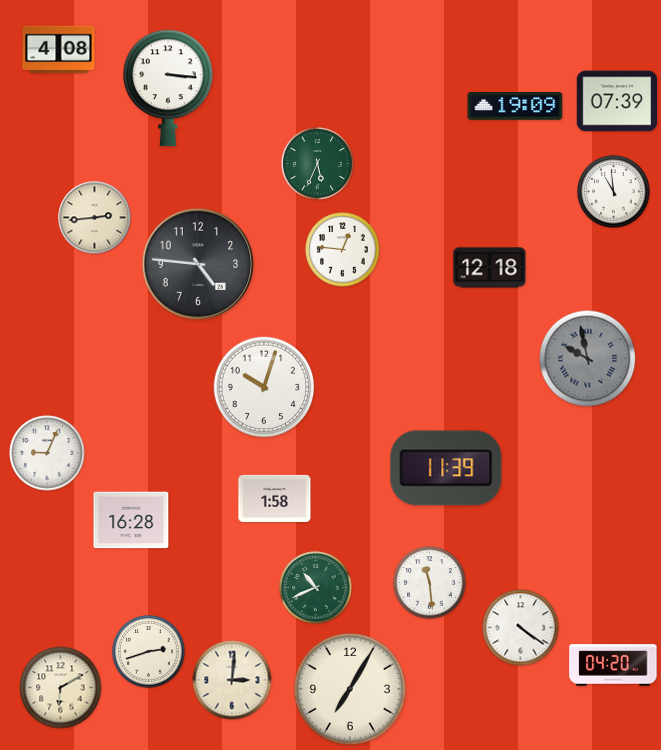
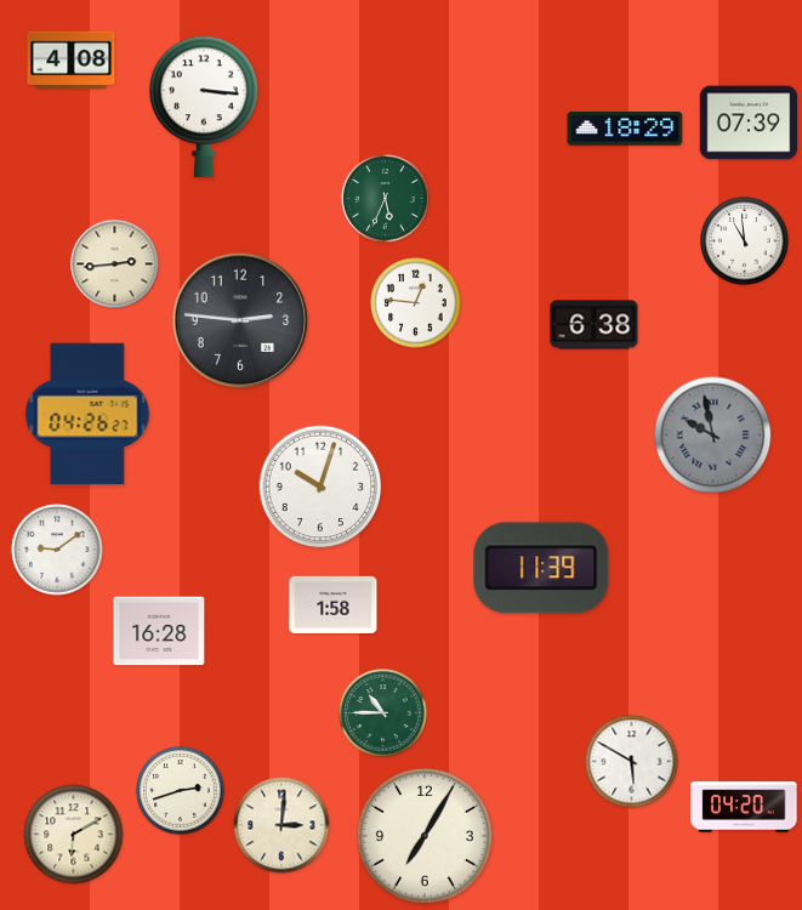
clock at (515, 106): 19:09 -> 18:29
clock at (614, 192) position: (614, 192) -> (745, 241)
clock at (198, 264): 4:46 -> 2:46
clock at (490, 268): 12:18 -> 6:38
clock at (87, 414): none -> 04:26
clock at (264, 387) position: (264, 387) -> (320, 487)
clock at (47, 453): 9:04 -> 9:09
clock at (430, 583): 11:29 -> none
clock at (316, 588): 10:41 -> 10:45
clock at (521, 628): 4:21 -> 5:50
